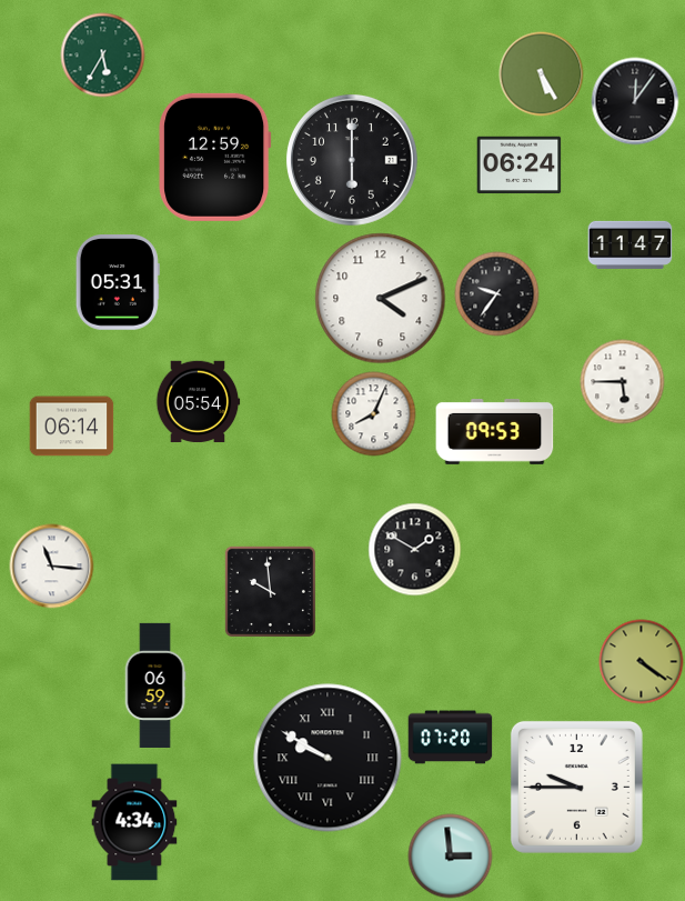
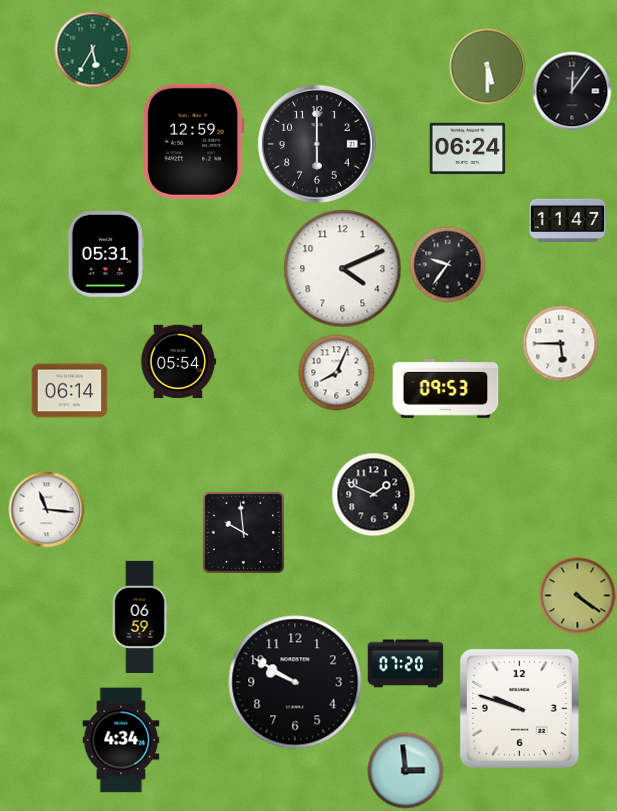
clock at (542, 74): 5:25 -> 5:30
clock at (72, 427) position: (72, 427) -> (70, 391)
clock at (415, 550): 1:50 -> 1:49
clock at (328, 758) numerals: Roman -> Arabic
clock at (576, 787): 9:45 -> 9:48
